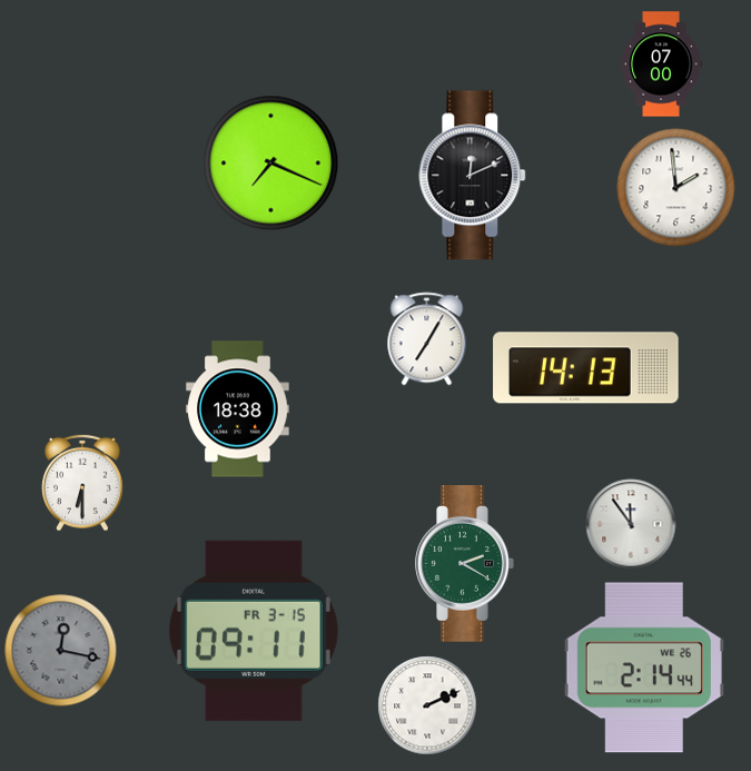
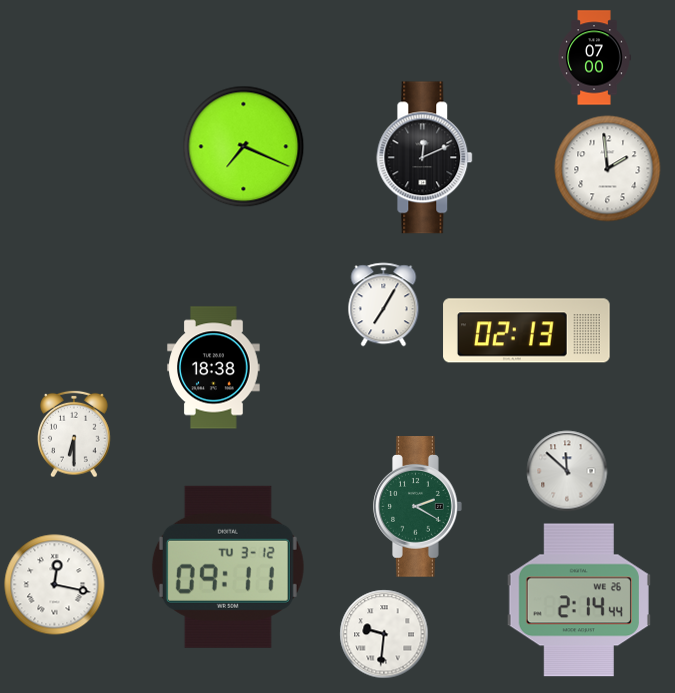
clock at (586, 368): 14:13 -> 02:13
clock at (631, 524): 11:54 -> 11:52
clock at (254, 631) date: FR 3-15 -> TU 3-12
clock at (61, 651) dial: grey -> white
clock at (427, 705): 2:11 -> 9:31
